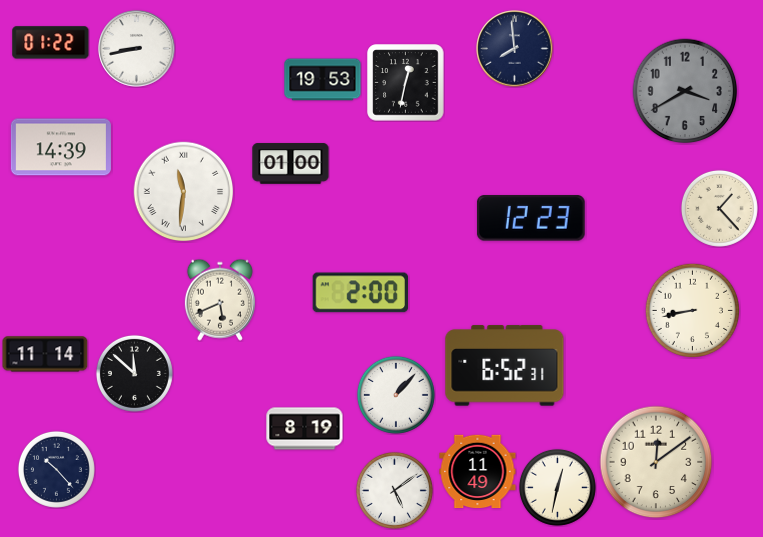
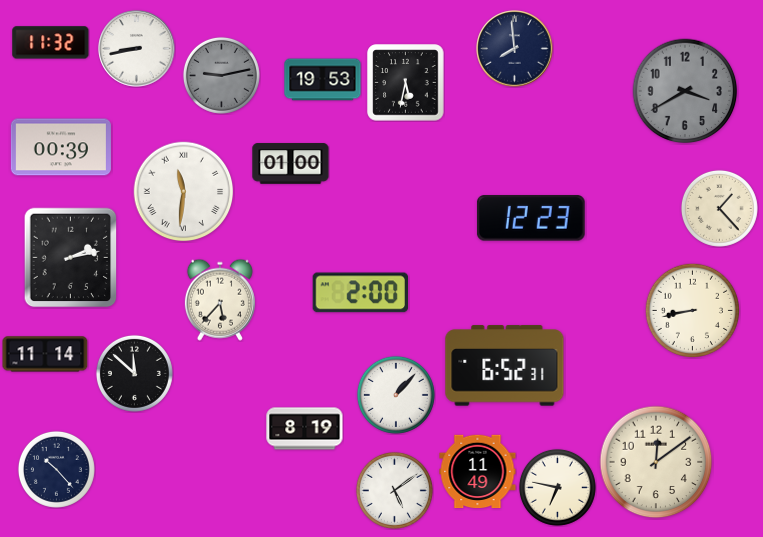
clock at (51, 43): 01:22 -> 11:32
clock at (221, 75): none -> 9:13
clock at (406, 83): 12:32 -> 5:32
clock at (61, 147): 14:39 -> 00:39
clock at (71, 258): none -> 2:13
clock at (220, 300): 5:41 -> 5:37
clock at (557, 487): 12:32 -> 6:47
